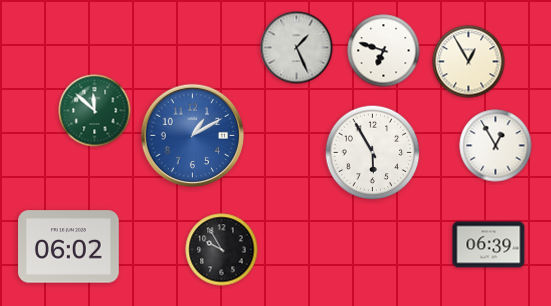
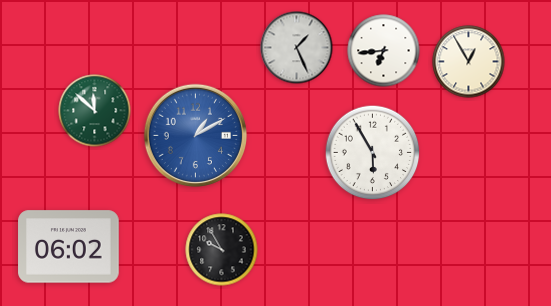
clock at (384, 51): 6:48 -> 6:44
clock at (192, 135) position: (192, 135) -> (195, 135)
clock at (496, 146): 12:55 -> none
clock at (489, 245): 06:39 -> none
